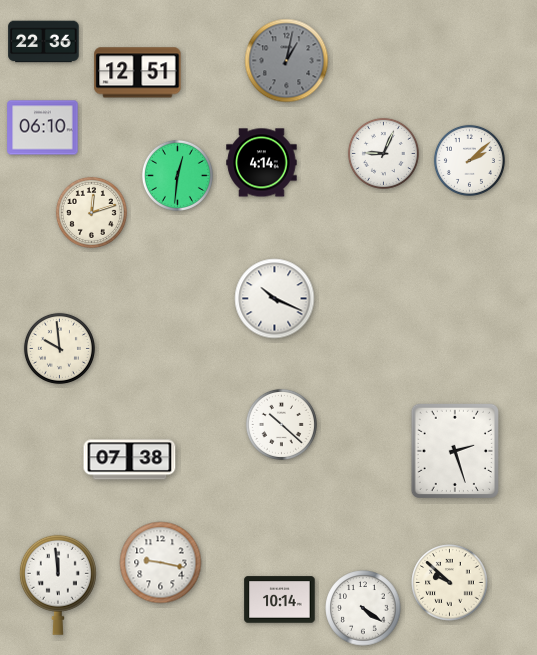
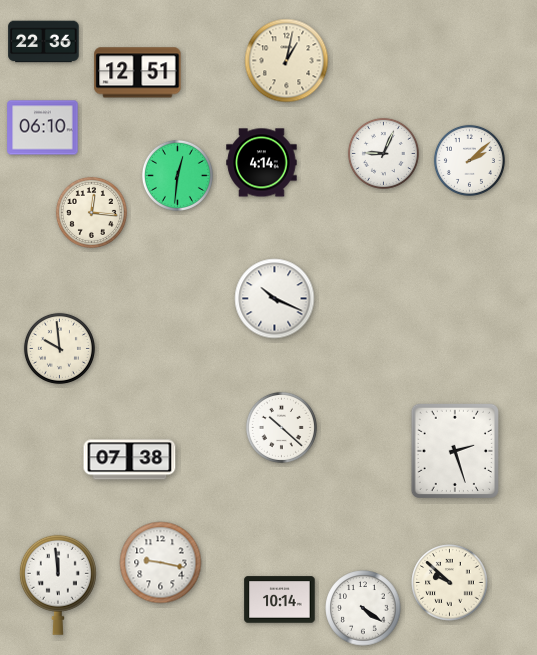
clock at (287, 61) dial: grey -> cream
clock at (91, 212): 12:12 -> 12:16
clock at (281, 424) position: (281, 424) -> (281, 427)
